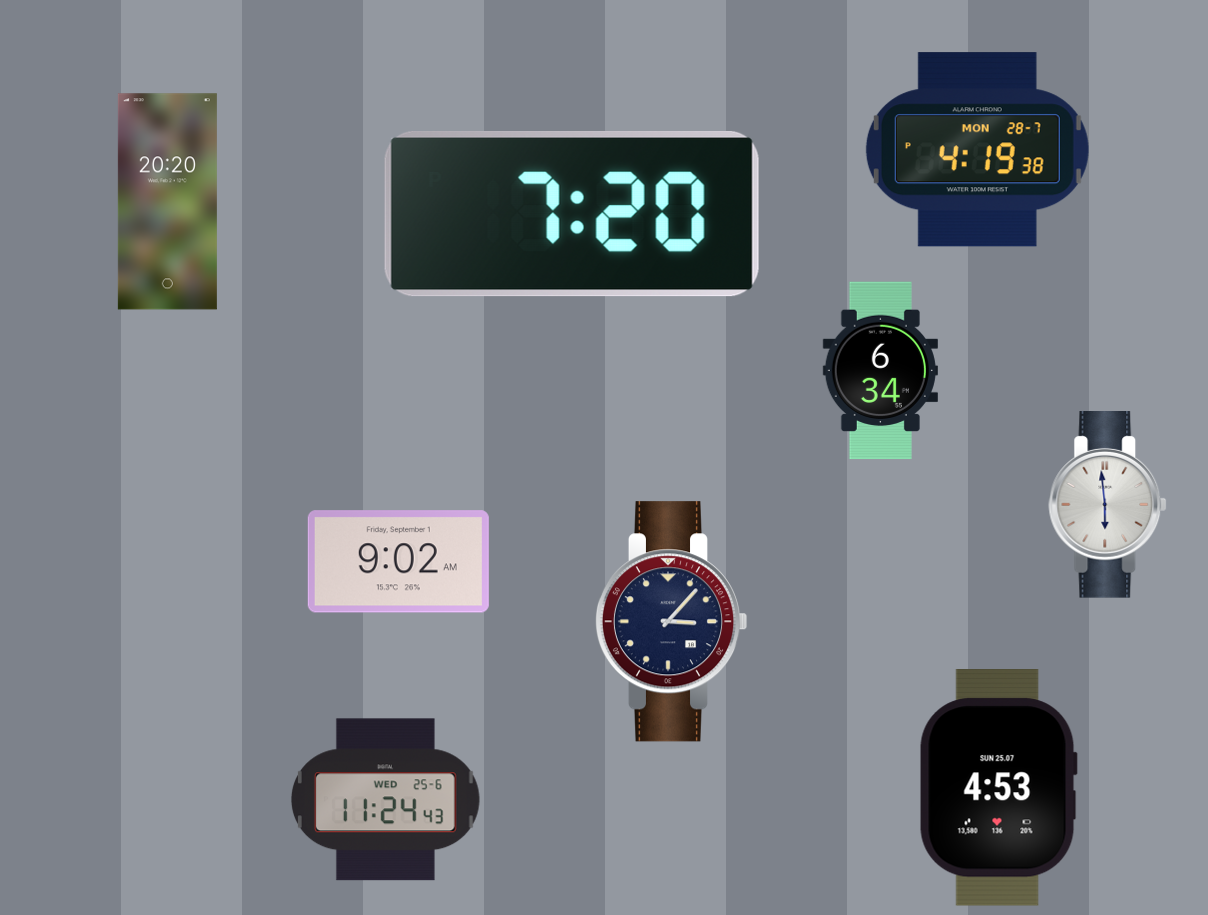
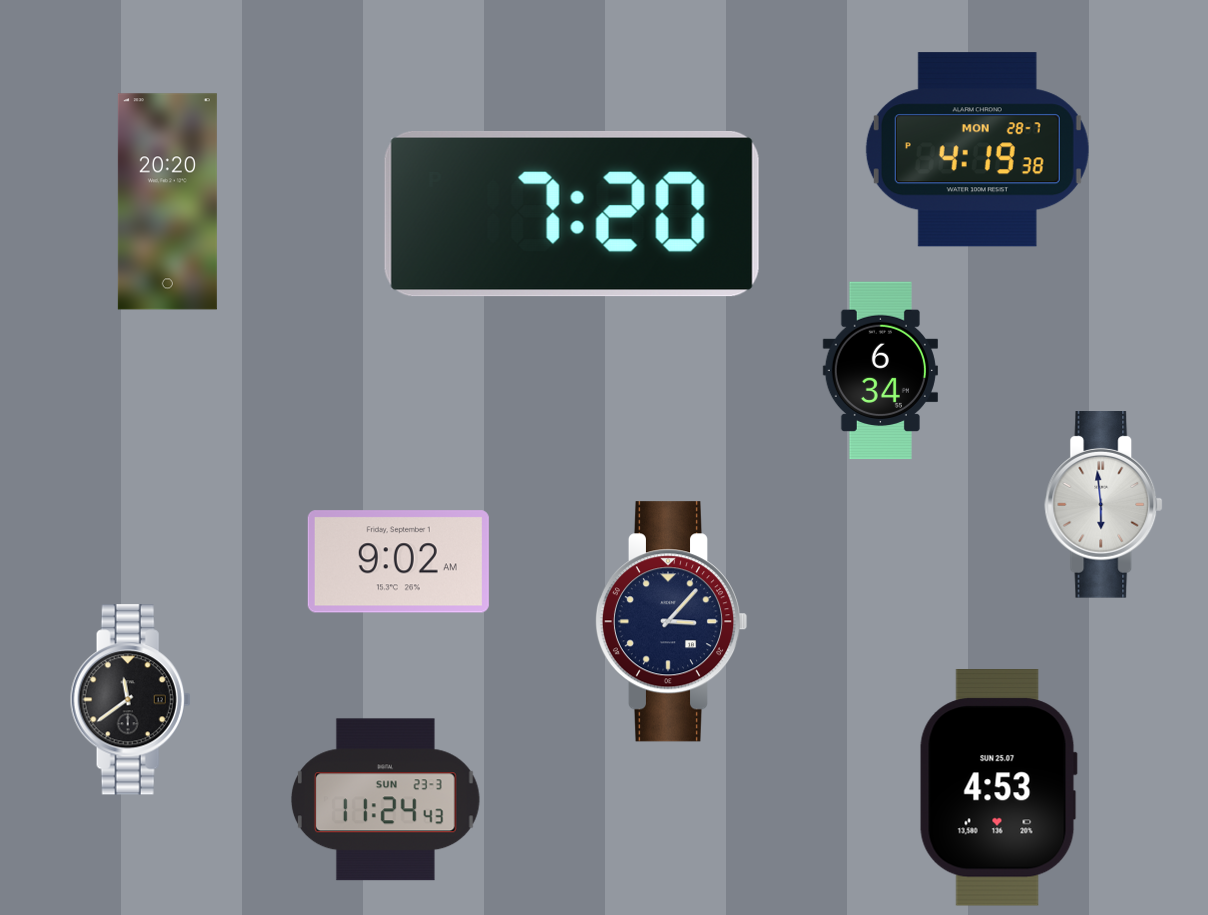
clock at (1108, 505) position: (1108, 505) -> (1104, 505)
clock at (130, 700): none -> 11:39
clock at (385, 800) date: WED 25-6 -> SUN 23-3
